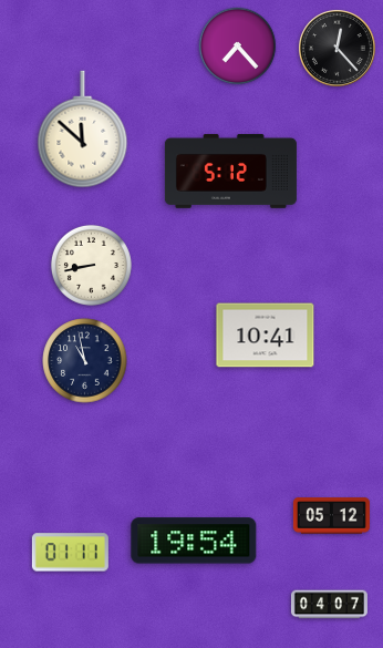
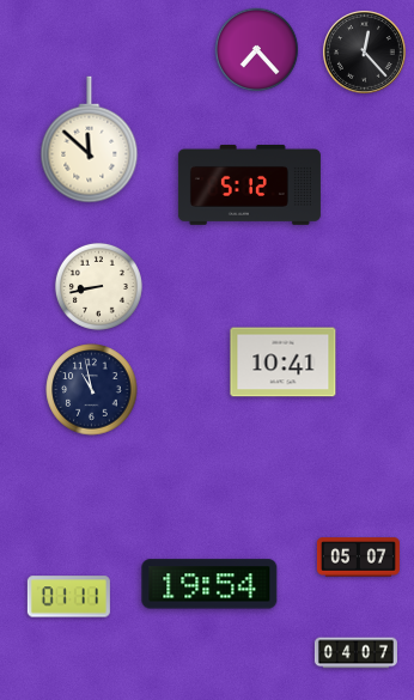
clock at (266, 336) position: (266, 336) -> (284, 363)
clock at (331, 516): 05:12 -> 05:07
clock at (70, 553) position: (70, 553) -> (68, 597)
